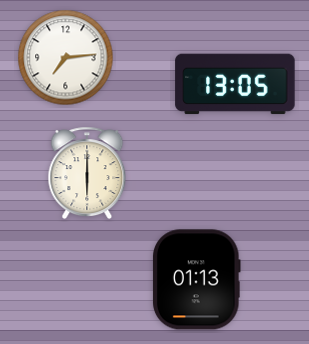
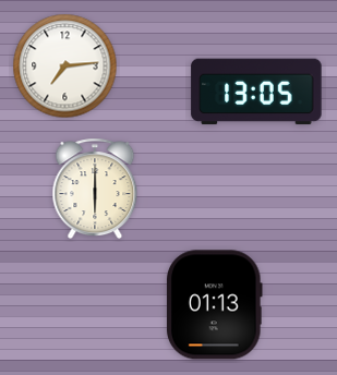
clock at (66, 58) position: (66, 58) -> (65, 66)
